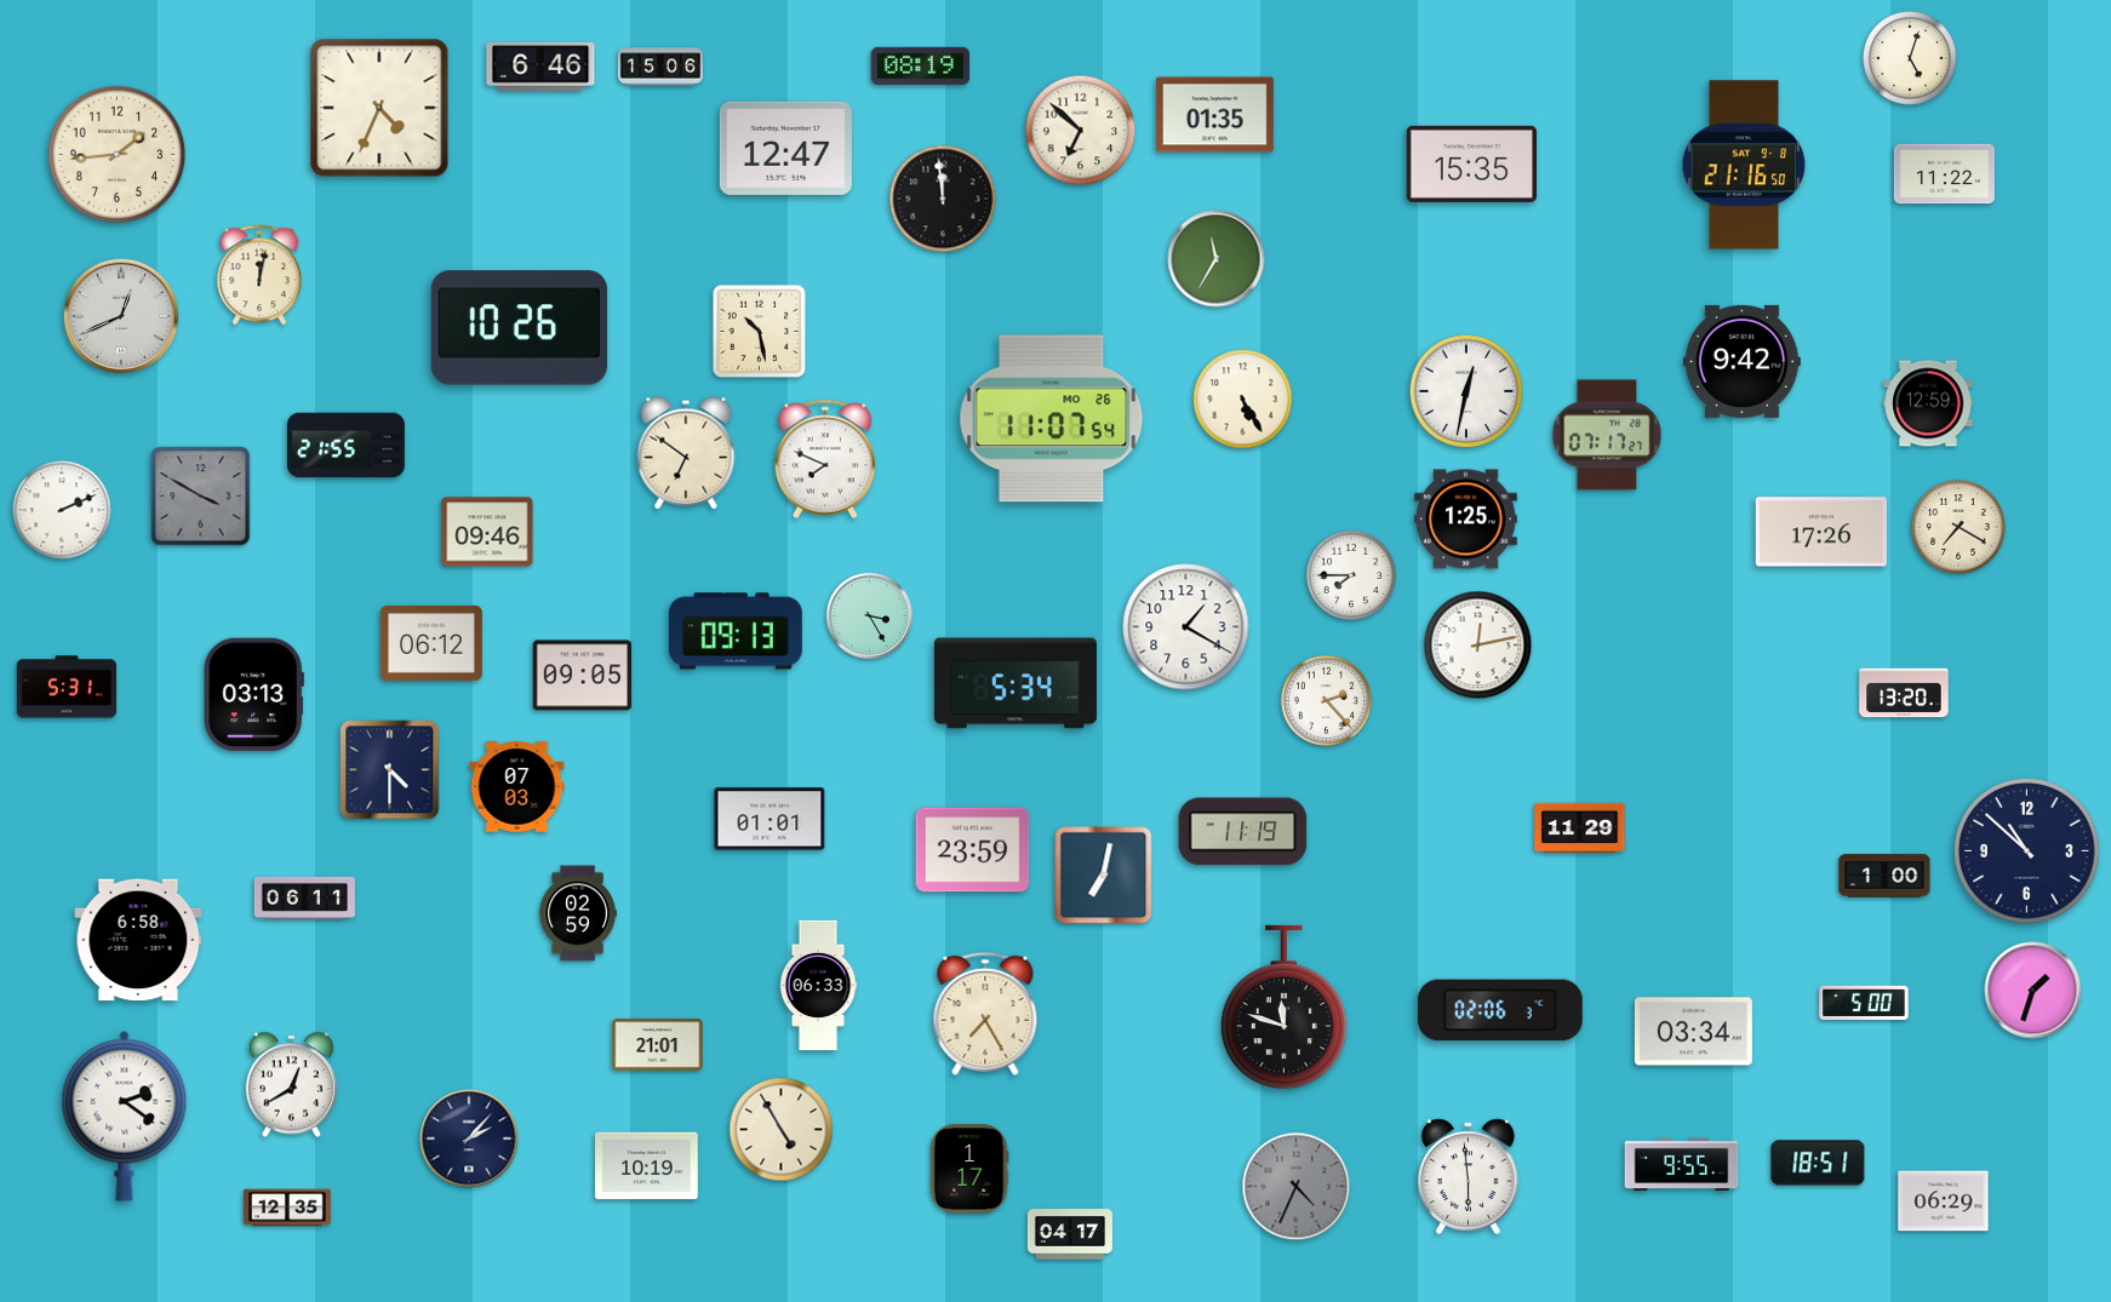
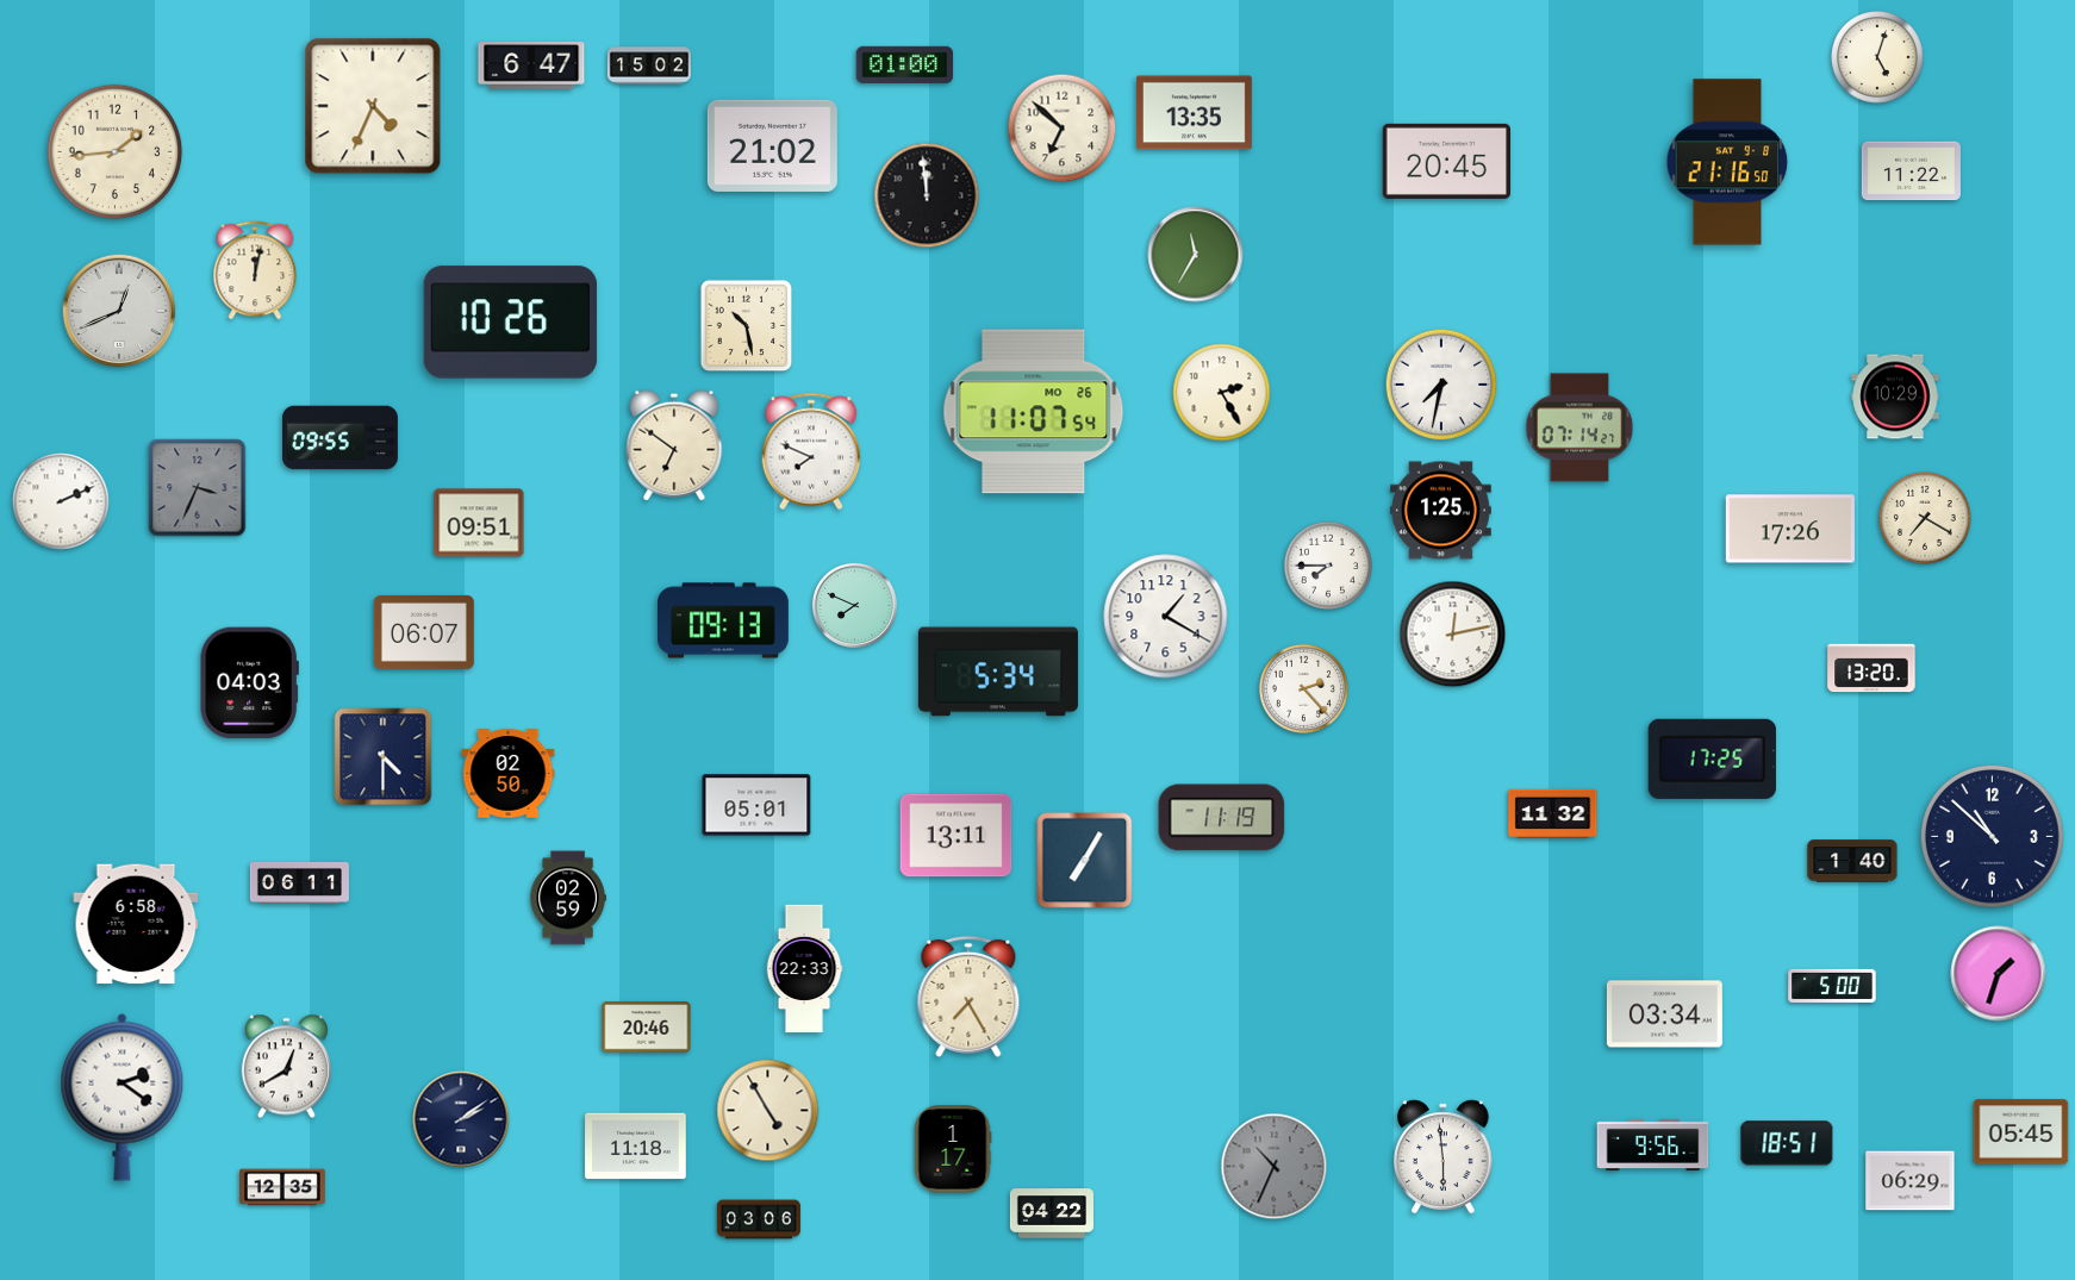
clock at (921, 65): 08:19 -> 01:00
clock at (540, 67): 6:46 -> 6:47
clock at (660, 67): 15:06 -> 15:02
clock at (1214, 115): 01:35 -> 13:35
clock at (785, 148): 12:47 -> 21:02
clock at (1471, 164): 15:35 -> 20:45
clock at (1744, 165) position: (1744, 165) -> (1727, 162)
clock at (1741, 361): 9:42 -> none
clock at (1466, 391): 12:32 -> 7:32
clock at (1243, 400): 5:25 -> 2:25
clock at (1928, 403): 12:59 -> 10:29
clock at (1607, 435): 07:17 -> 07:14
clock at (347, 446): 21:55 -> 09:55
clock at (201, 497): 3:50 -> 3:34
clock at (487, 532): 09:46 -> 09:51
clock at (1821, 532) position: (1821, 532) -> (1790, 529)
clock at (869, 615): 3:25 -> 7:49
clock at (431, 643): 06:12 -> 06:07
clock at (583, 676): 09:05 -> none
clock at (65, 687): 5:31 -> none
clock at (1904, 693) position: (1904, 693) -> (1871, 668)
clock at (253, 695): 03:13 -> 04:03
clock at (1712, 758): none -> 17:25
clock at (517, 787): 07:03 -> 02:50
clock at (770, 819): 01:01 -> 05:01
clock at (1580, 827): 11:29 -> 11:32
clock at (973, 850): 23:59 -> 13:11
clock at (1104, 876): 7:02 -> 7:05
clock at (1884, 876): 1:00 -> 1:40
clock at (818, 986): 06:33 -> 22:33
clock at (1283, 1008): 11:48 -> none
clock at (1500, 1010): 02:06 -> none
clock at (658, 1045): 21:01 -> 20:46
clock at (469, 1138): 2:07 -> 2:09
clock at (2021, 1132): none -> 05:45
clock at (1682, 1165): 9:55 -> 9:56
clock at (647, 1166): 10:19 -> 11:18
clock at (1297, 1187): 4:34 -> 10:34
clock at (1070, 1234): 04:17 -> 04:22
clock at (759, 1219): none -> 03:06
